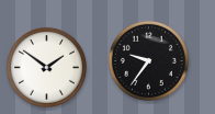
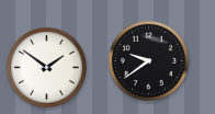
clock at (148, 60): 9:36 -> 9:39
